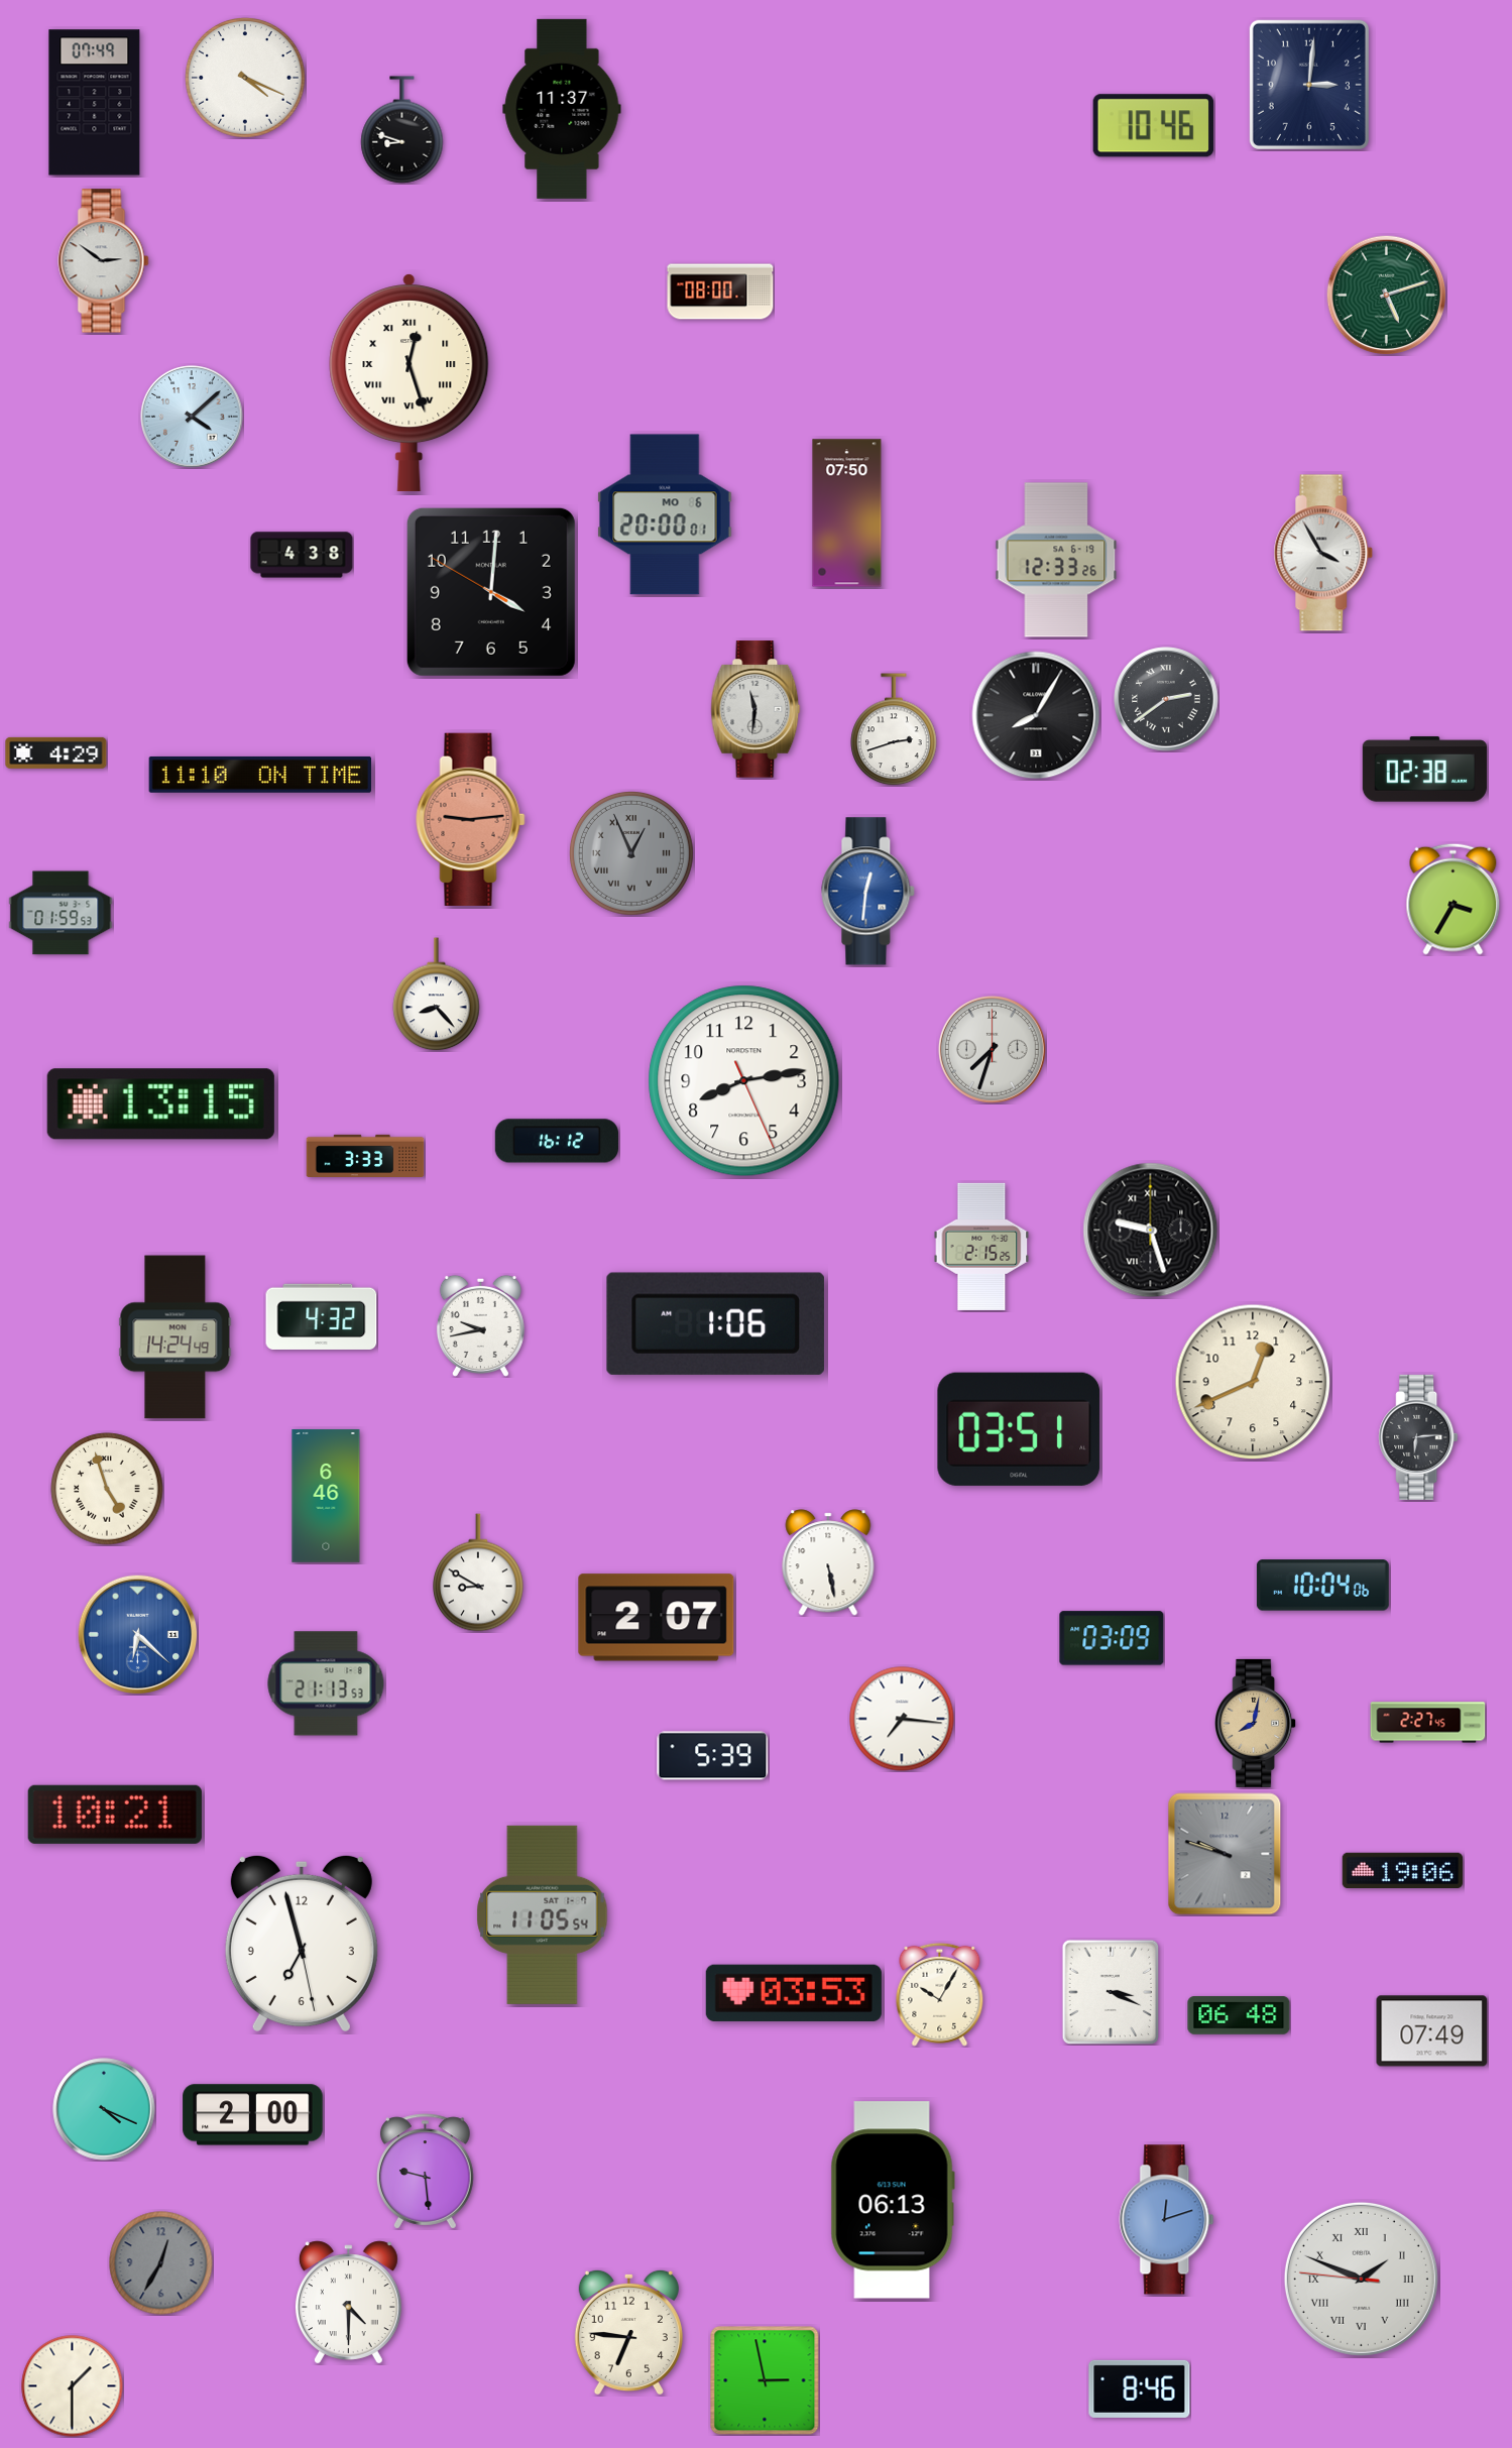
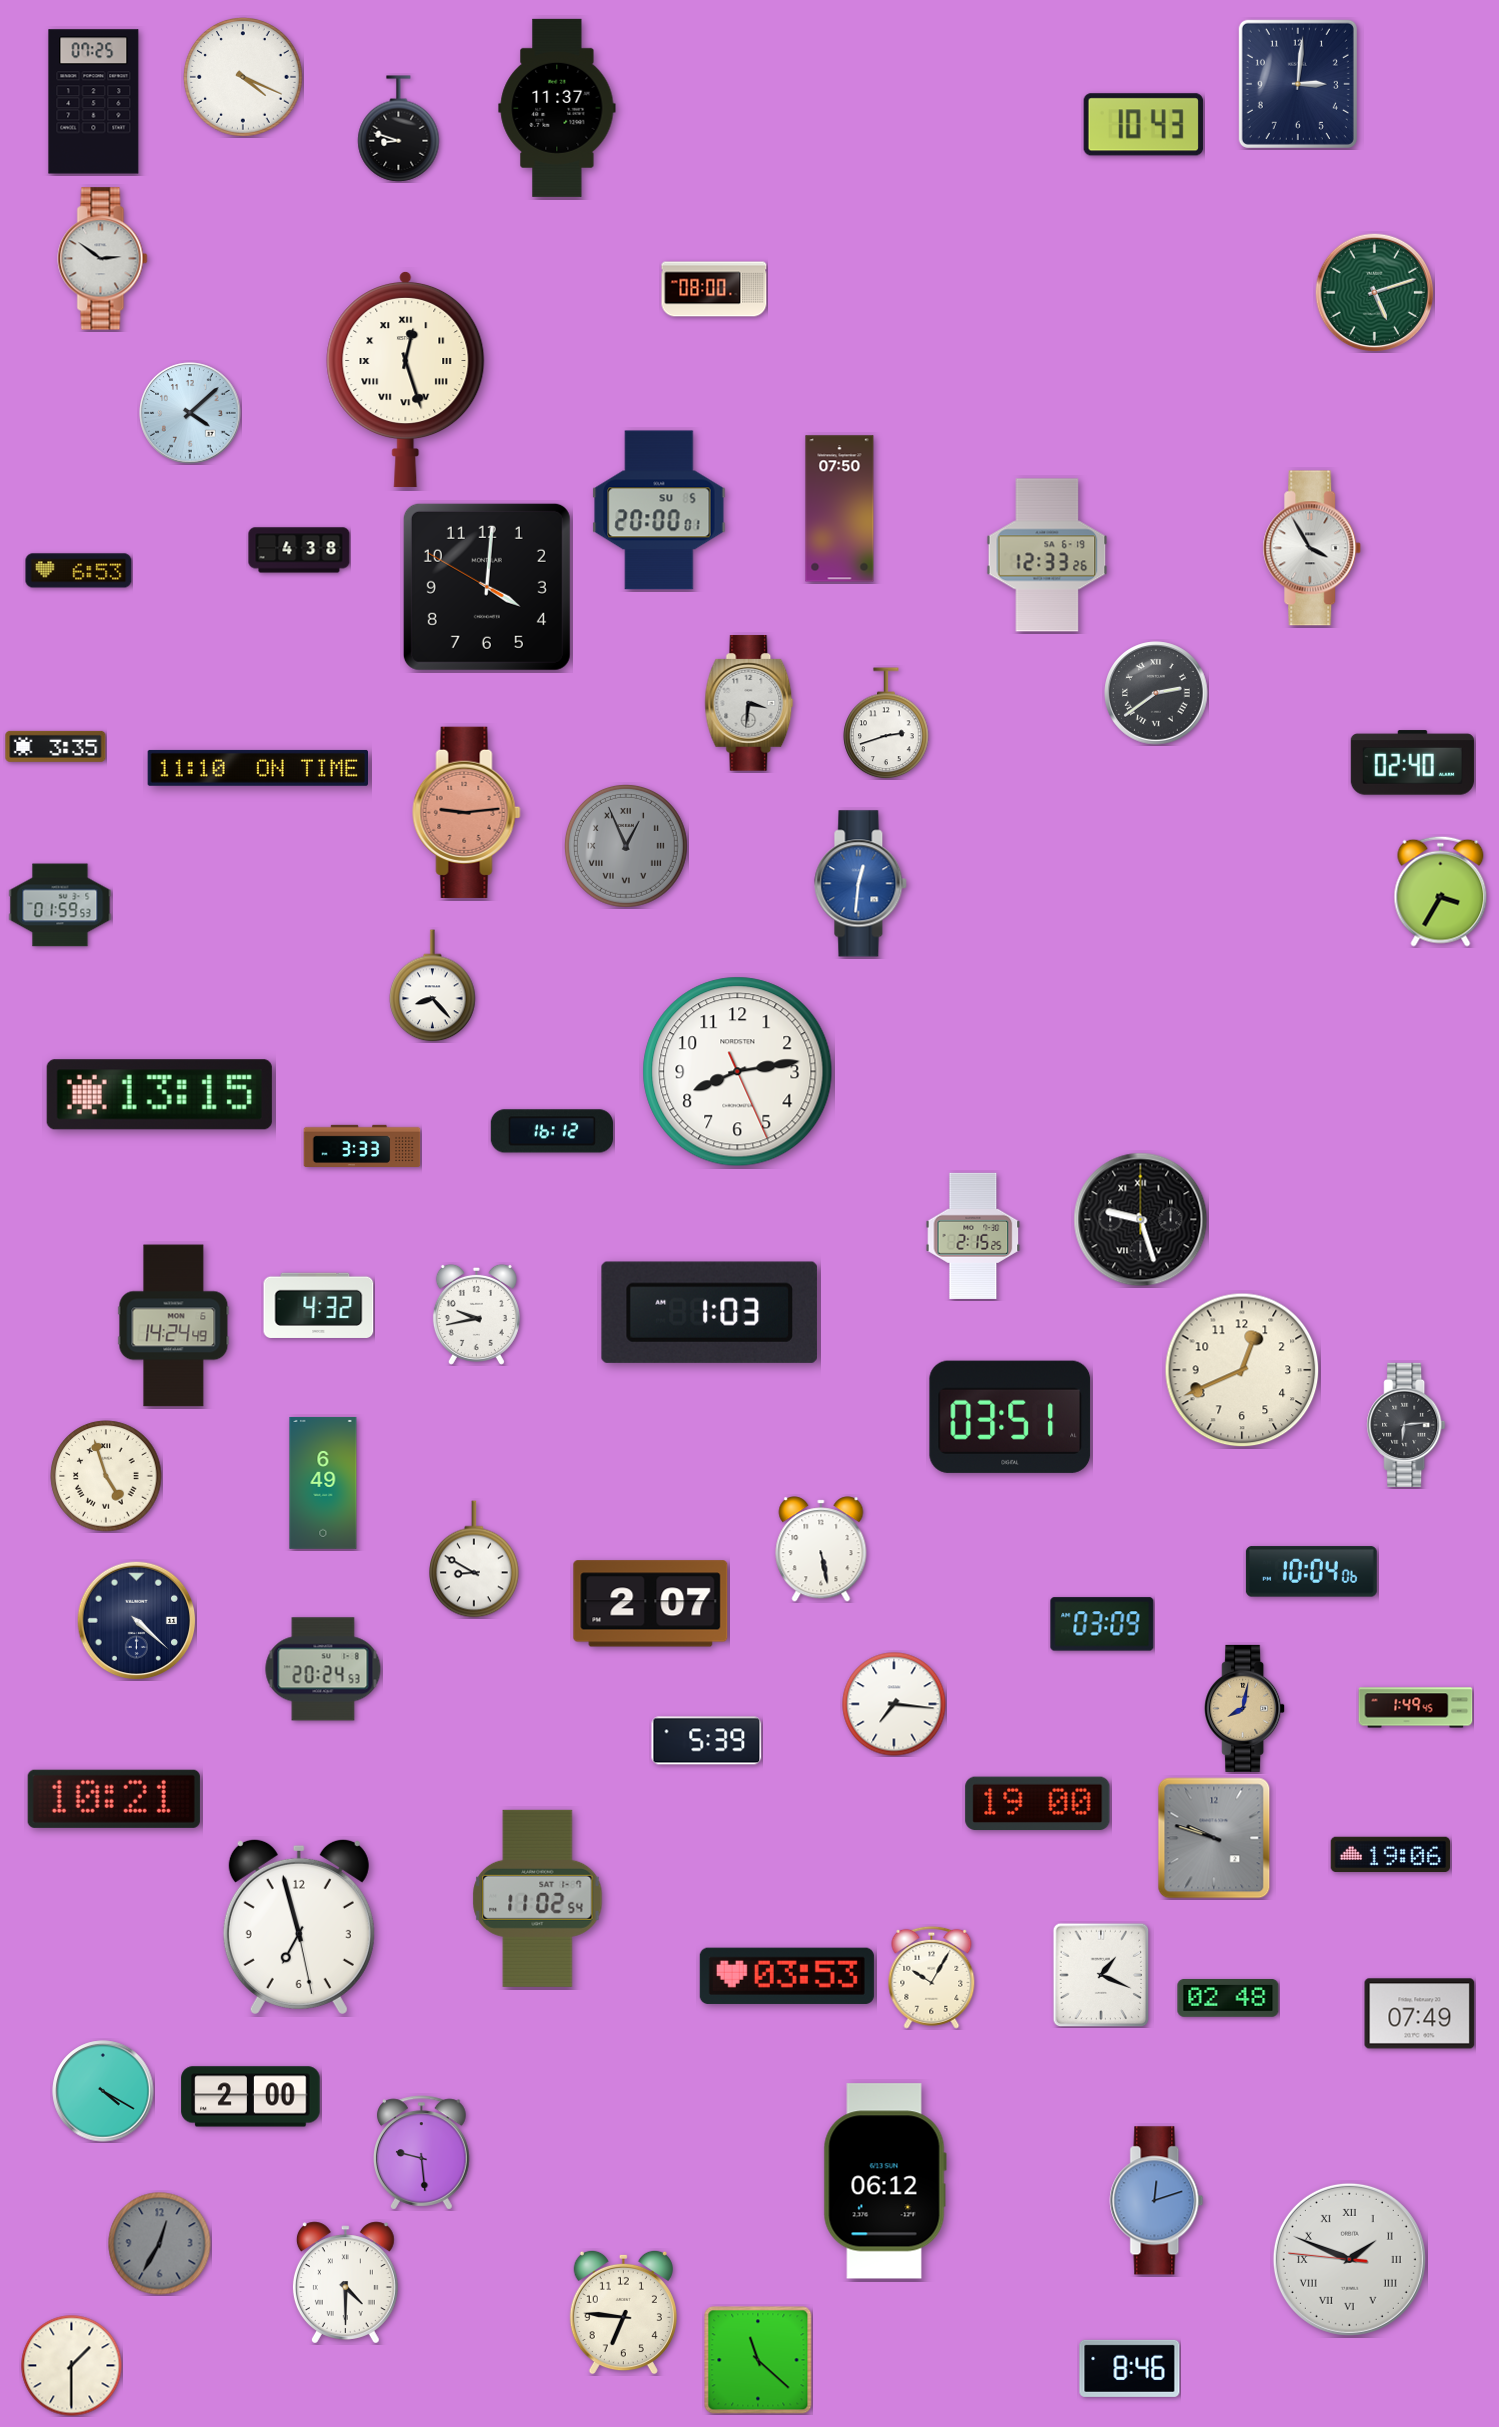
clock at (95, 103): 07:49 -> 07:25
clock at (1153, 126): 10:46 -> 10:43
clock at (665, 514) date: MO 6 -> SU 5
clock at (79, 571): none -> 6:53
clock at (755, 709): 11:31 -> 3:31
clock at (1036, 715): 8:05 -> none
clock at (56, 752): 4:29 -> 3:35
clock at (1424, 770): 02:38 -> 02:40
clock at (992, 1049): 7:33 -> none
clock at (715, 1323): 1:06 -> 1:03
clock at (326, 1496): 6:46 -> 6:49
clock at (137, 1634): 6:22 -> 4:22
clock at (137, 1634) dial: blue -> navy
clock at (326, 1683): 21:13 -> 20:24
clock at (1428, 1723): 2:27 -> 1:49
clock at (1038, 1804): none -> 19:00
clock at (543, 1914): 11:05 -> 11:02
clock at (1111, 1992): 3:19 -> 1:19
clock at (1239, 2016): 06:48 -> 02:48
clock at (104, 2109): 4:19 -> 4:20
clock at (893, 2200): 06:13 -> 06:12
clock at (765, 2380): 2:58 -> 11:22
